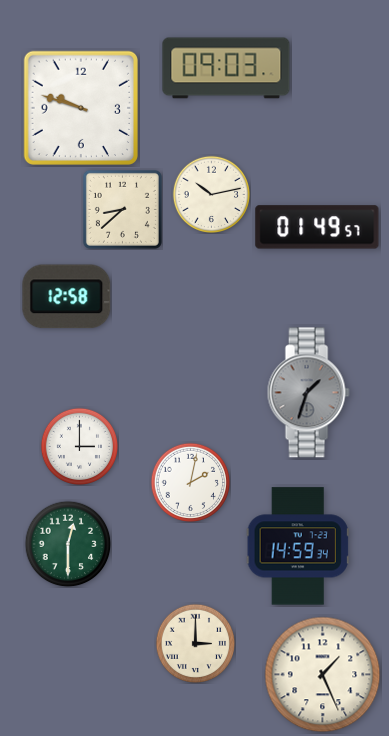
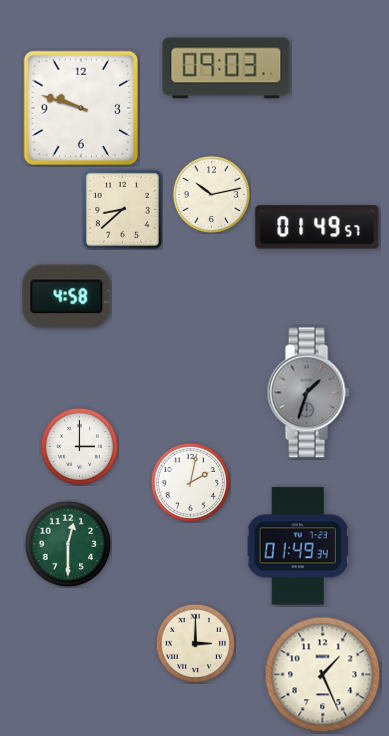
clock at (67, 297): 12:58 -> 4:58
clock at (298, 546): 14:59 -> 01:49
